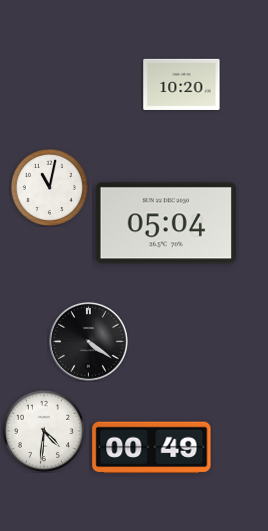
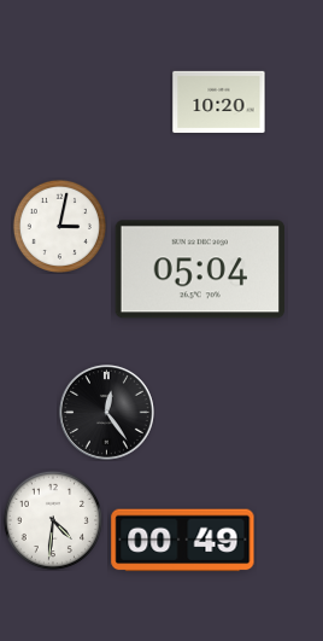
clock at (49, 187): 11:02 -> 3:02
clock at (88, 341): 4:21 -> 12:24
